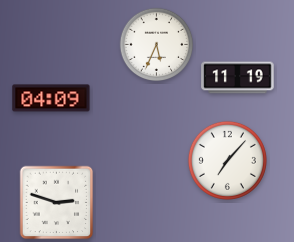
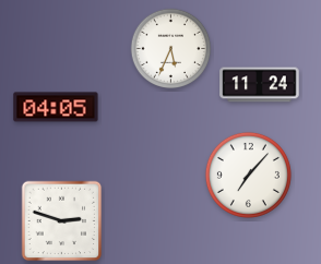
clock at (238, 78): 11:19 -> 11:24
clock at (51, 98): 04:09 -> 04:05
